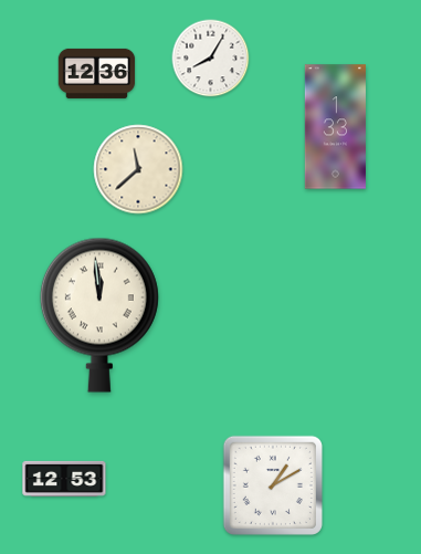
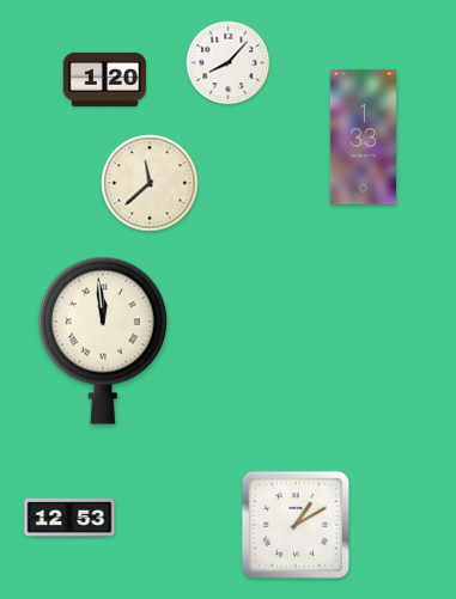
clock at (211, 59): 8:05 -> 8:07
clock at (97, 73): 12:36 -> 1:20
clock at (99, 315) position: (99, 315) -> (103, 341)
